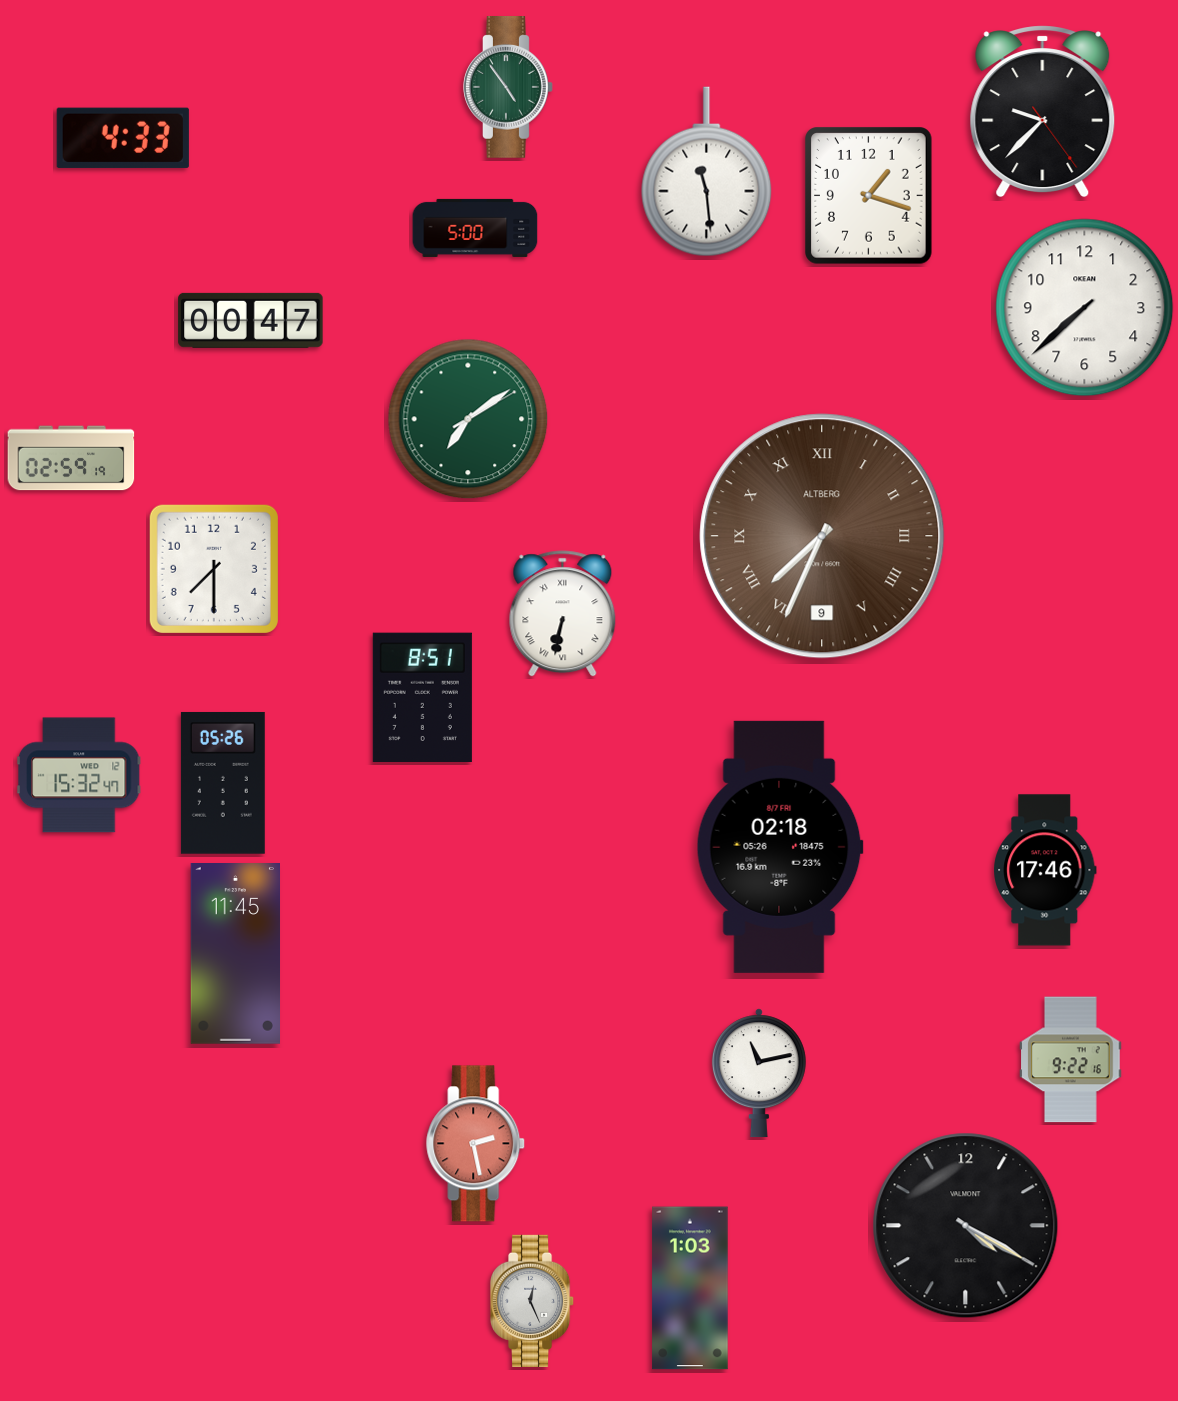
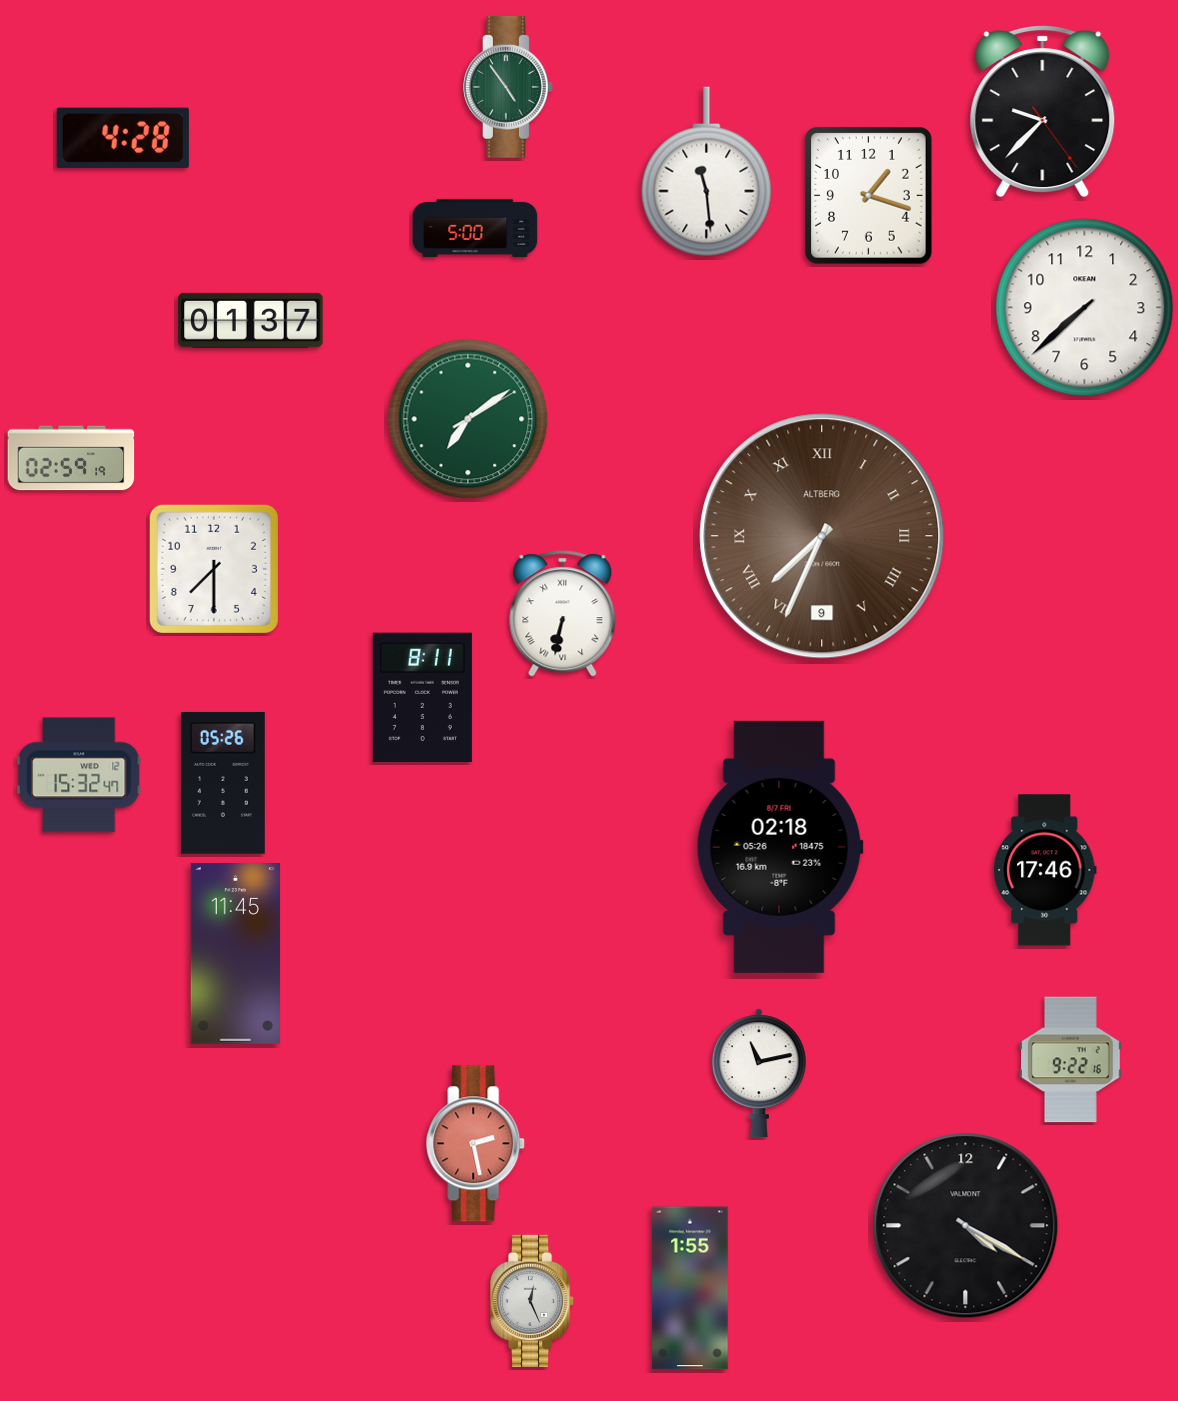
clock at (123, 138): 4:33 -> 4:28
clock at (251, 320): 00:47 -> 01:37
clock at (422, 697): 8:51 -> 8:11
clock at (690, 1288): 1:03 -> 1:55
